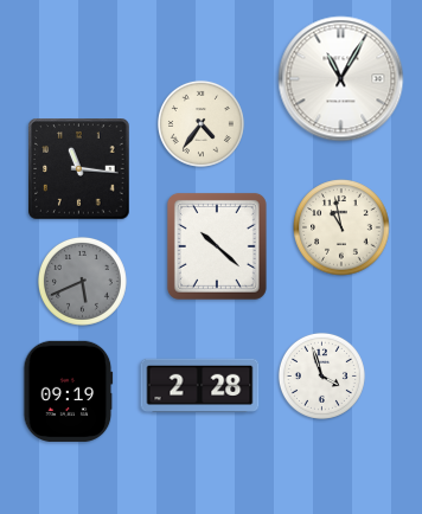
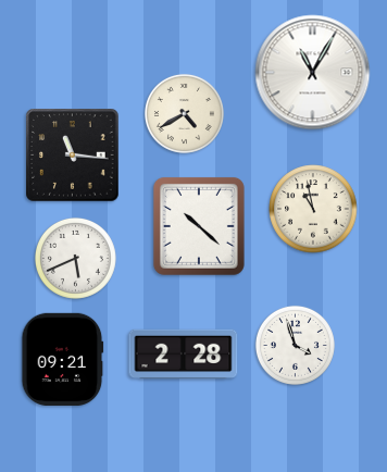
clock at (200, 123): 4:36 -> 4:40
clock at (82, 281) dial: grey -> white
clock at (69, 391): 09:19 -> 09:21
